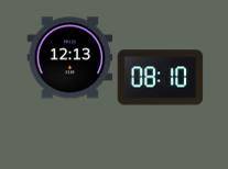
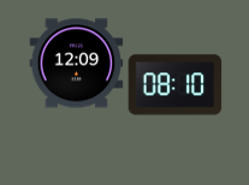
clock at (69, 58): 12:13 -> 12:09
